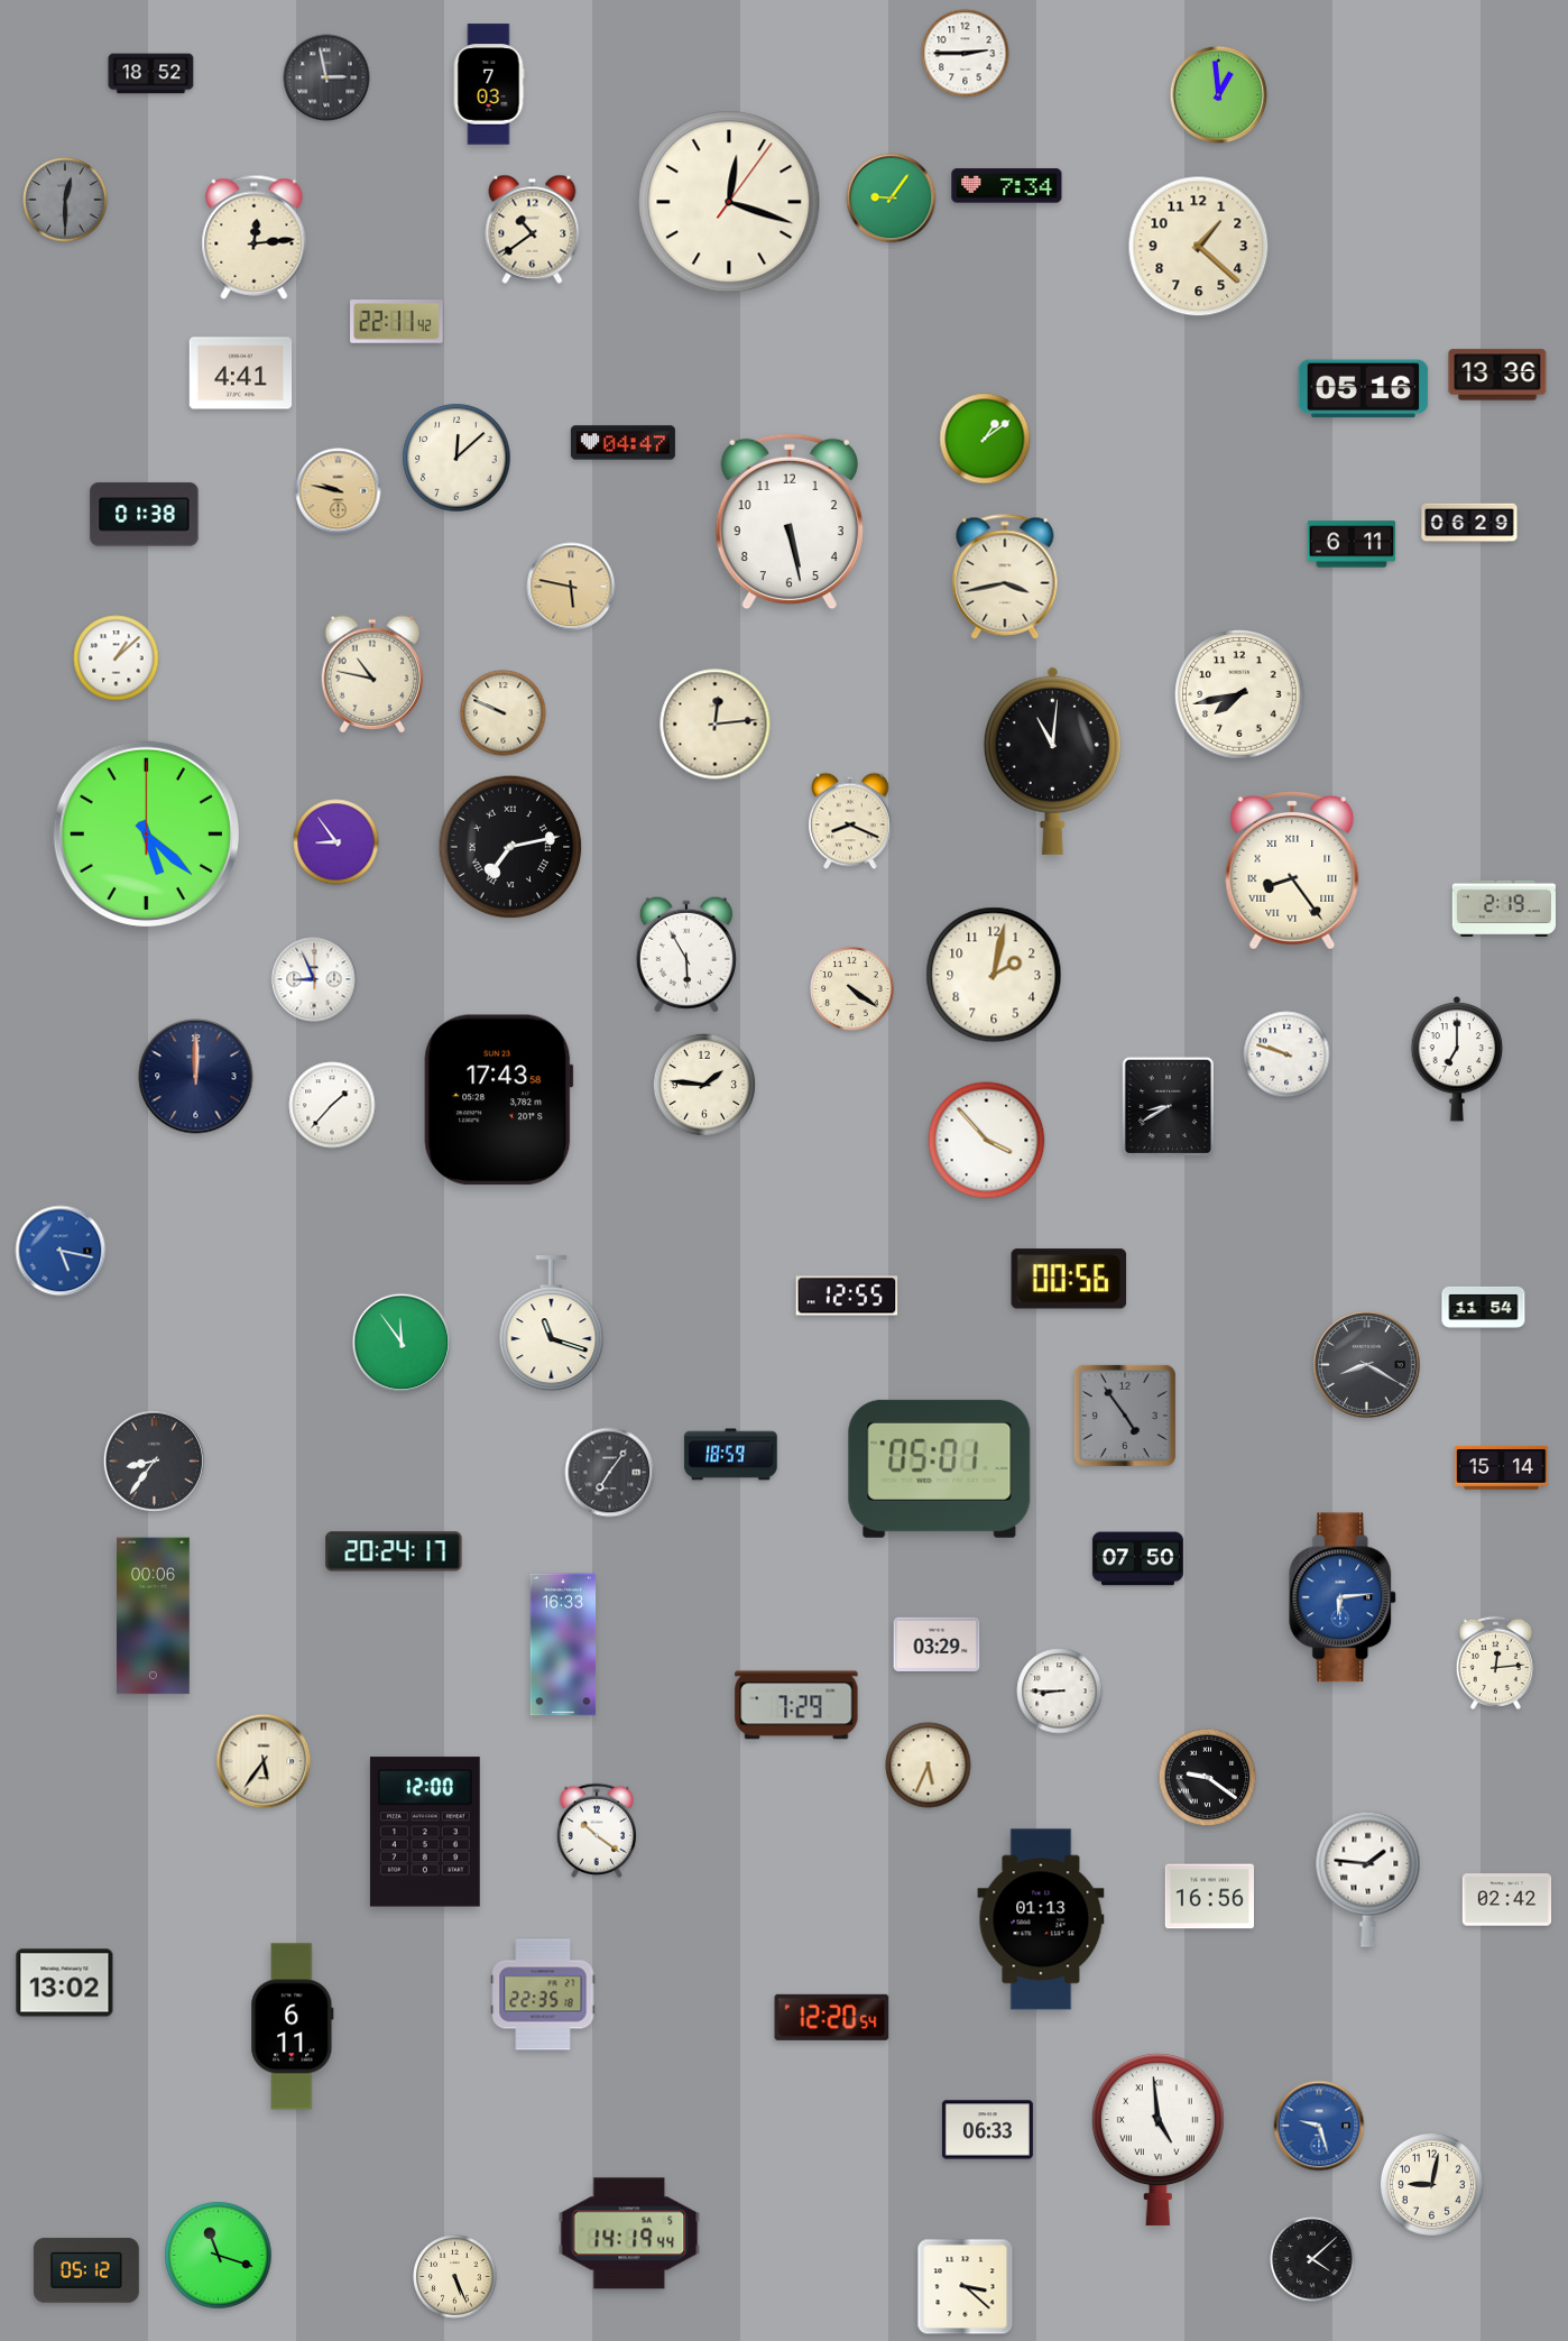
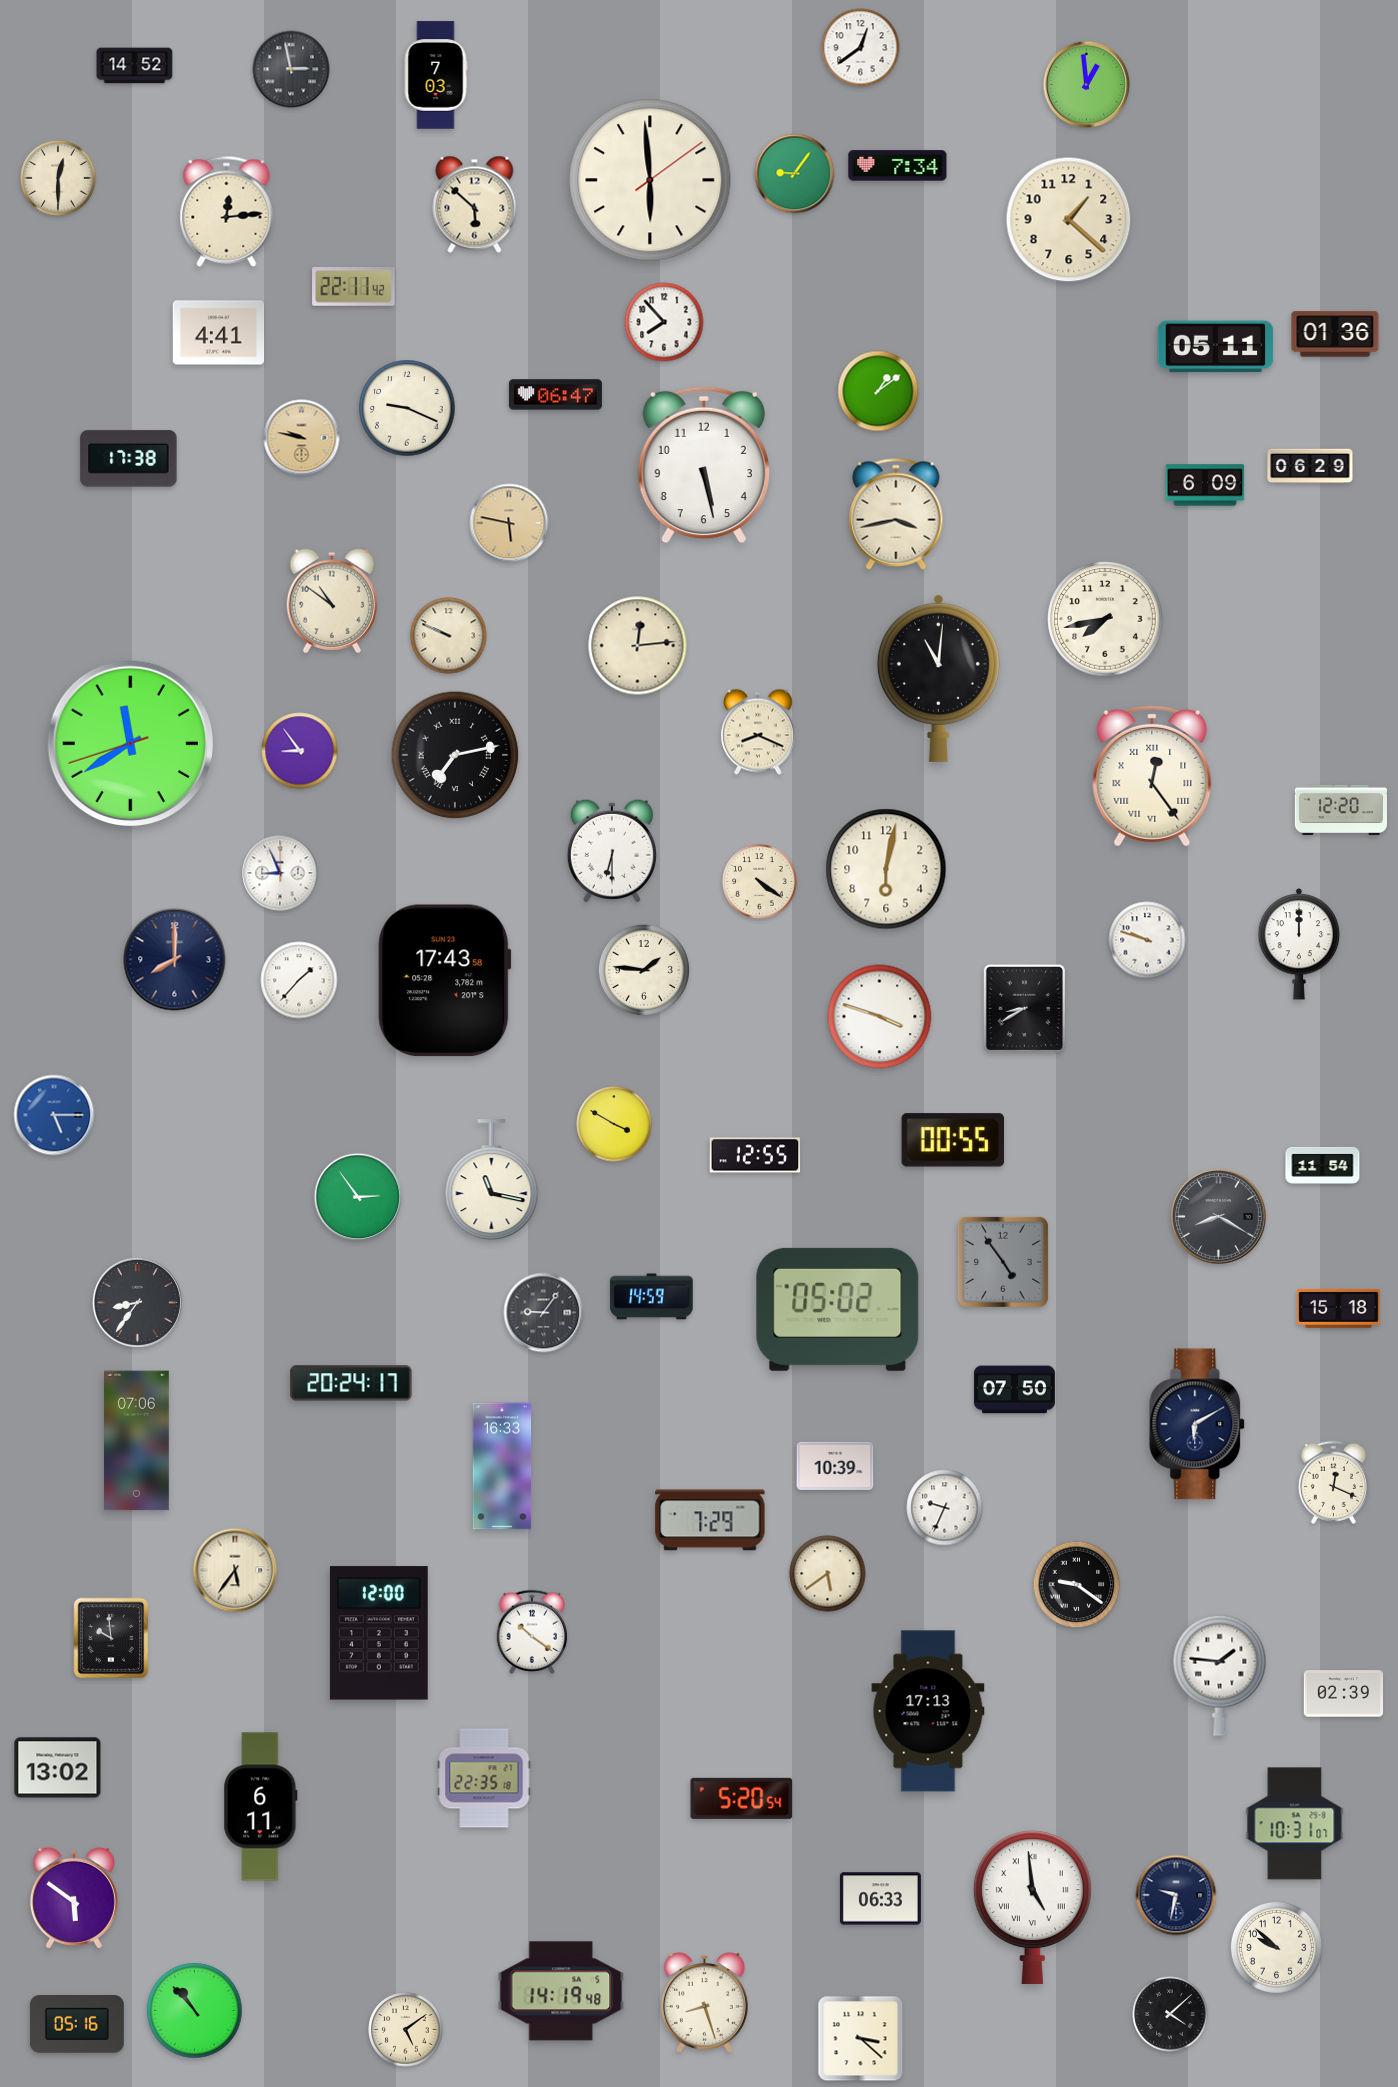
clock at (966, 54): 2:45 -> 12:39
clock at (151, 74): 18:52 -> 14:52
clock at (892, 199) position: (892, 199) -> (795, 174)
clock at (65, 200) dial: grey -> cream
clock at (729, 202): 12:18 -> 5:59
clock at (533, 229): 10:39 -> 5:52
clock at (664, 322): none -> 7:53
clock at (241, 374) position: (241, 374) -> (219, 333)
clock at (1497, 375): 13:36 -> 01:36
clock at (1364, 389): 05:16 -> 05:11
clock at (622, 443): 04:47 -> 06:47
clock at (456, 458): 12:08 -> 9:19
clock at (145, 515): 01:38 -> 17:38
clock at (1352, 544): 6:11 -> 6:09
clock at (117, 658): 1:08 -> none
clock at (371, 674): 10:47 -> 10:51
clock at (146, 833): 5:22 -> 11:39
clock at (1292, 870): 8:24 -> 12:24
clock at (1503, 907): 2:19 -> 12:20
clock at (686, 955): 5:55 -> 6:30
clock at (994, 975): 2:02 -> 6:02
clock at (1457, 1059): 7:00 -> 12:00
clock at (196, 1077): 12:00 -> 8:00
clock at (704, 1085) position: (704, 1085) -> (644, 970)
clock at (332, 1105) position: (332, 1105) -> (299, 980)
clock at (1168, 1107) position: (1168, 1107) -> (1024, 1009)
clock at (987, 1141): 3:53 -> 3:48
clock at (61, 1251): 5:17 -> 5:15
clock at (614, 1124): none -> 3:50
clock at (1069, 1279): 00:56 -> 00:55
clock at (552, 1324): 11:18 -> 11:17
clock at (402, 1343): 11:54 -> 2:54
clock at (731, 1455): 18:59 -> 14:59
clock at (1502, 1467): 15:14 -> 15:18
clock at (940, 1468): 05:01 -> 05:02
clock at (610, 1473): 7:06 -> 9:06
clock at (1344, 1597): 6:14 -> 6:10
clock at (1344, 1597) dial: blue -> navy
clock at (154, 1616): 00:06 -> 07:06
clock at (937, 1643): 03:29 -> 10:39
clock at (1495, 1662): 12:14 -> 12:19
clock at (1060, 1692): 8:45 -> 9:34
clock at (929, 1766): 5:34 -> 5:39
clock at (111, 1638): none -> 9:59
clock at (1209, 1897): 16:56 -> none
clock at (1507, 1900): 02:42 -> 02:39
clock at (1041, 1919): 01:13 -> 17:13
clock at (832, 2017): 12:20 -> 5:20
clock at (1295, 1824): none -> 10:31
clock at (1319, 2126): 9:27 -> 9:32
clock at (1319, 2126) dial: blue -> navy
clock at (74, 1898): none -> 5:51
clock at (1431, 2184): 9:02 -> 9:52
clock at (629, 2233): 14:19:44 -> 14:19:48
clock at (704, 2003): none -> 8:27
clock at (219, 2256): 11:18 -> 10:53
clock at (86, 2270): 05:12 -> 05:16
clock at (455, 2277): 5:26 -> 5:09
